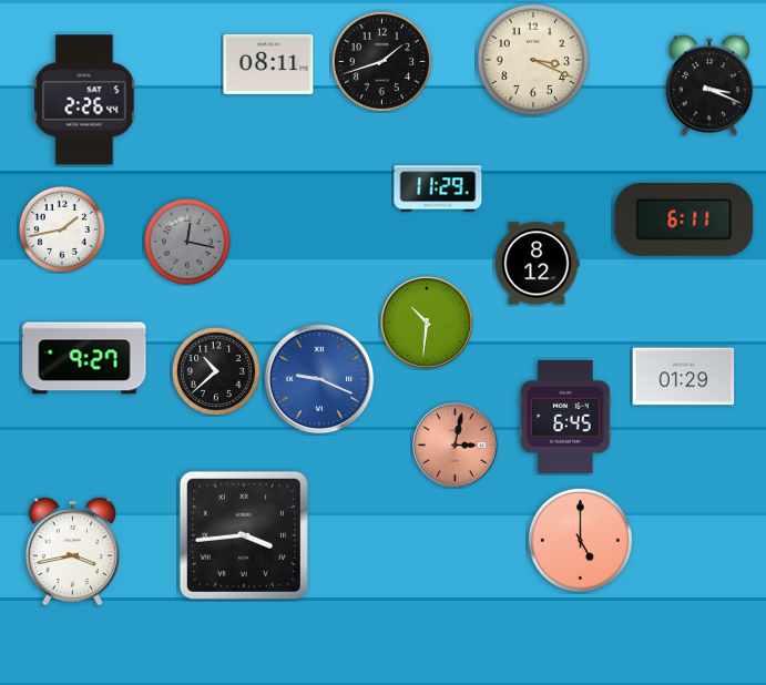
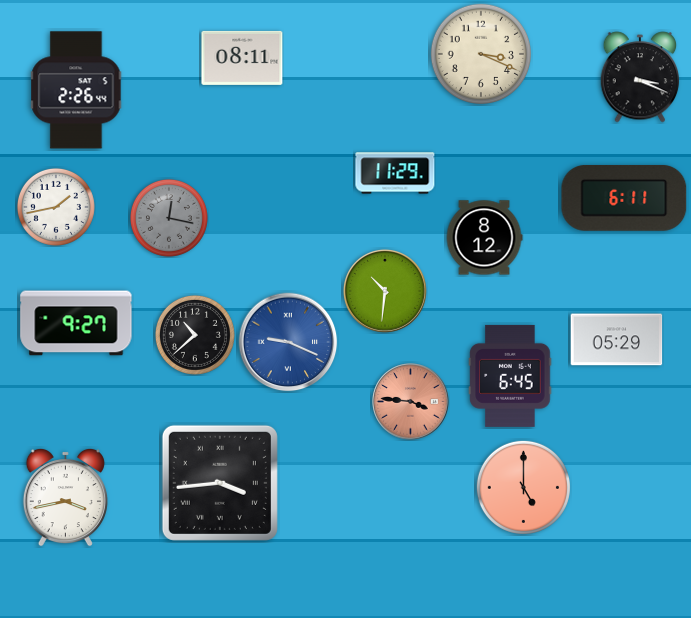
clock at (381, 61): 1:42 -> none
clock at (438, 188) position: (438, 188) -> (395, 173)
clock at (684, 219) position: (684, 219) -> (624, 198)
clock at (684, 377): 01:29 -> 05:29
clock at (456, 446): 3:02 -> 3:46
